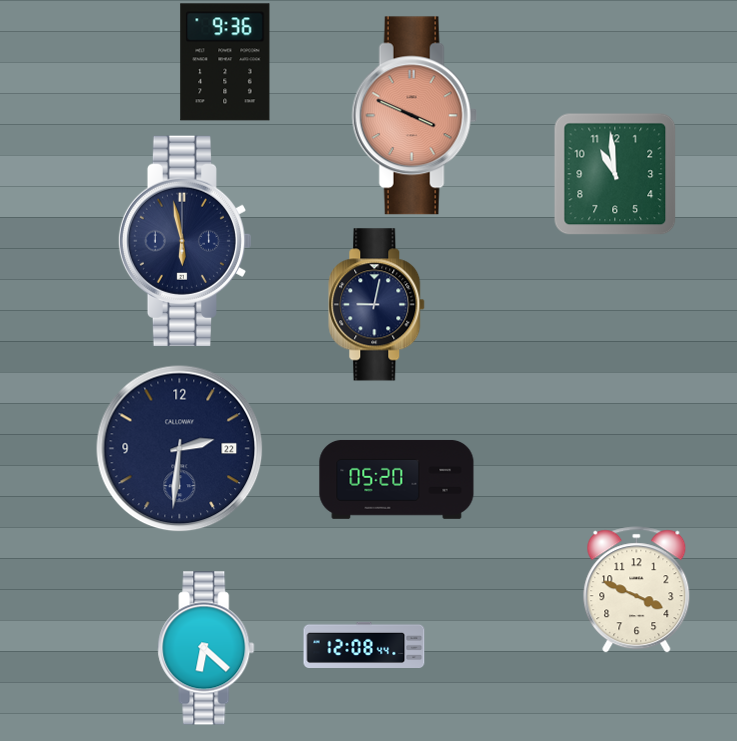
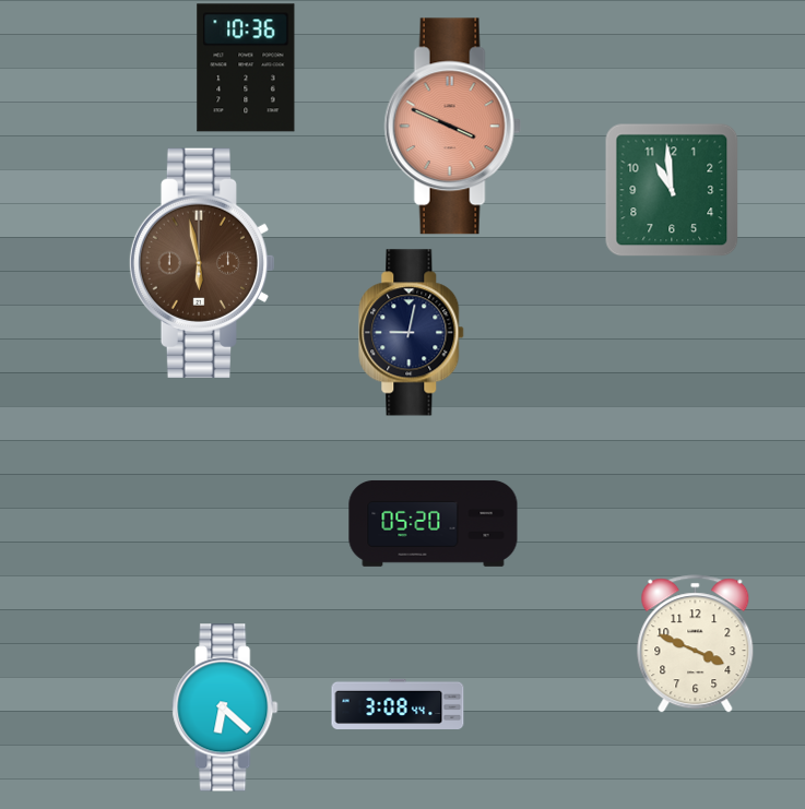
clock at (225, 62): 9:36 -> 10:36
clock at (184, 241) dial: navy -> brown
clock at (180, 449): 2:31 -> none
clock at (364, 644): 12:08 -> 3:08
